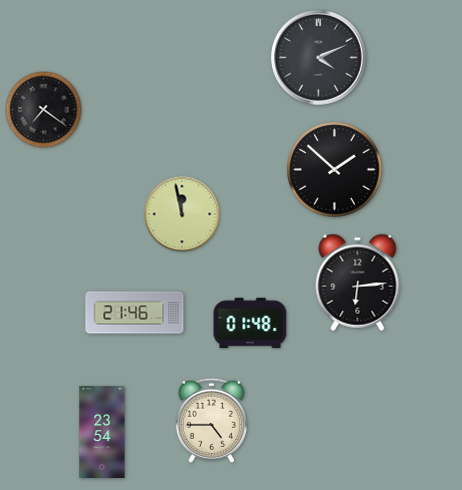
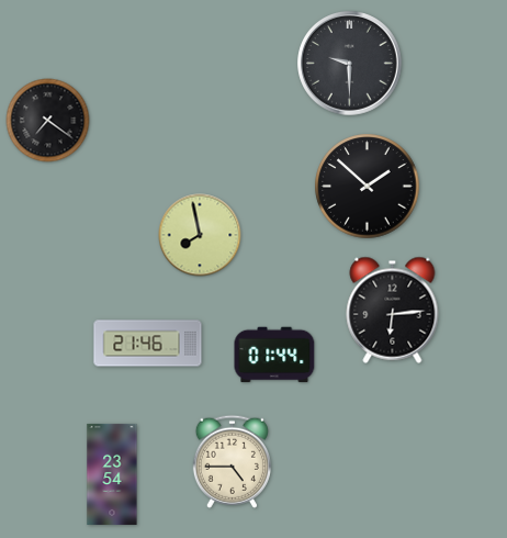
clock at (319, 58): 4:11 -> 9:30
clock at (182, 214): 11:58 -> 7:58
clock at (250, 323): 01:48 -> 01:44
